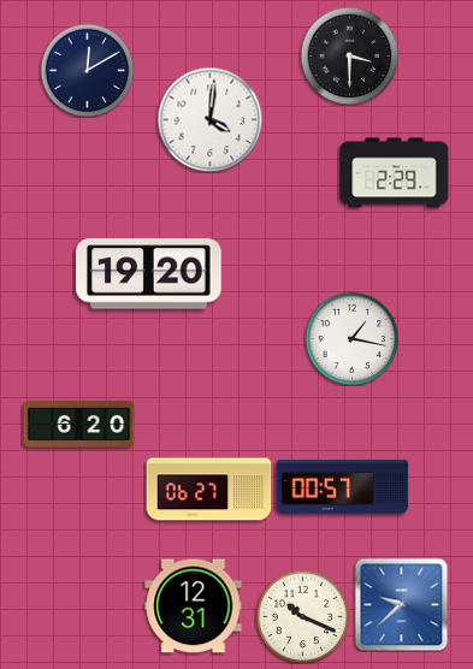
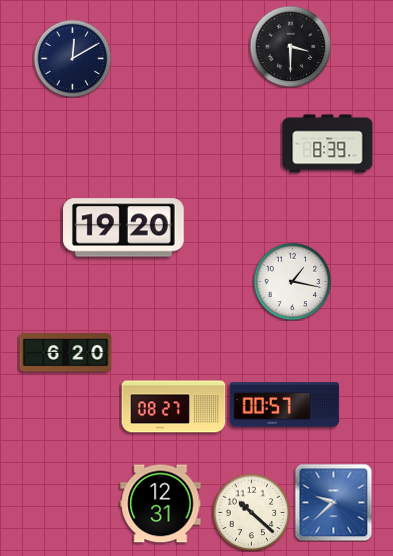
clock at (209, 119): 4:01 -> none
clock at (395, 173): 2:29 -> 8:39
clock at (209, 490): 06:27 -> 08:27
clock at (302, 616): 10:19 -> 10:22
